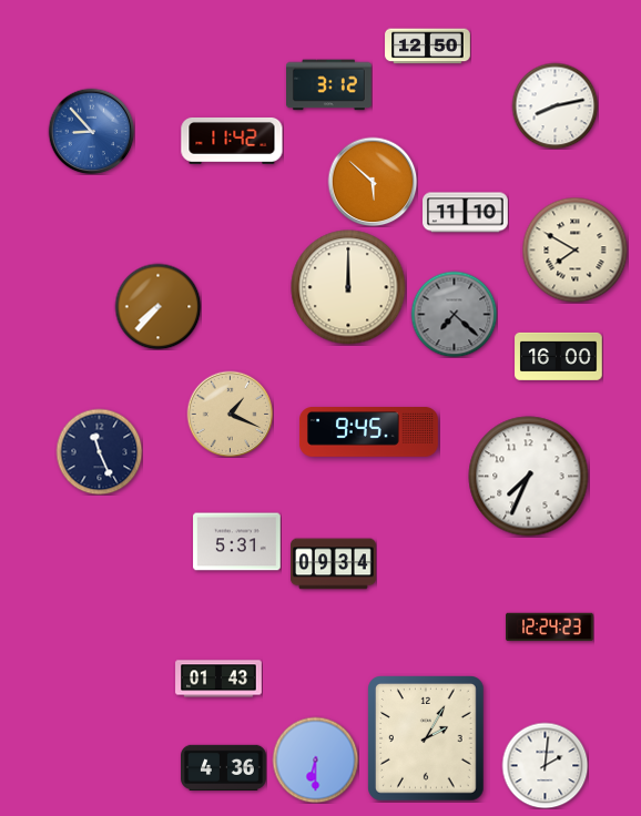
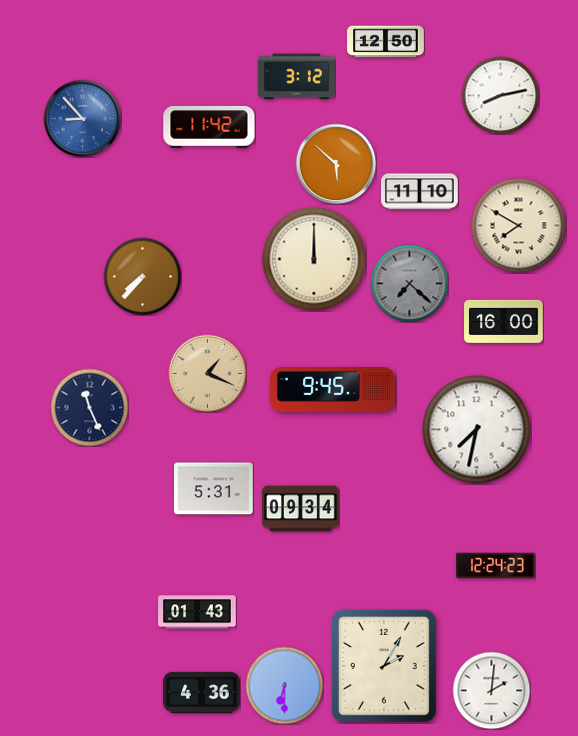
clock at (529, 477): 7:34 -> 7:32
